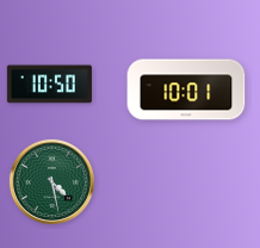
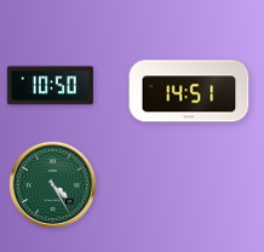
clock at (186, 89): 10:01 -> 14:51
clock at (51, 181): 4:28 -> 4:25
